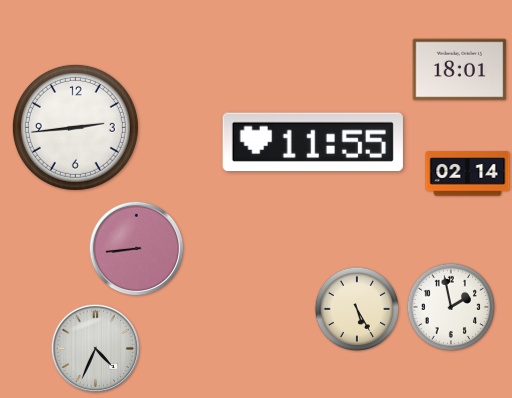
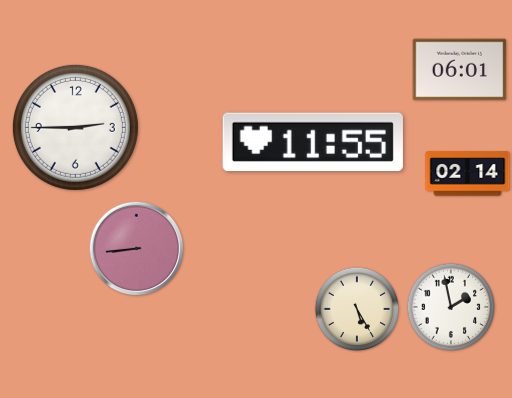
clock at (460, 70): 18:01 -> 06:01
clock at (75, 127): 2:44 -> 2:45
clock at (95, 348): 4:34 -> none
